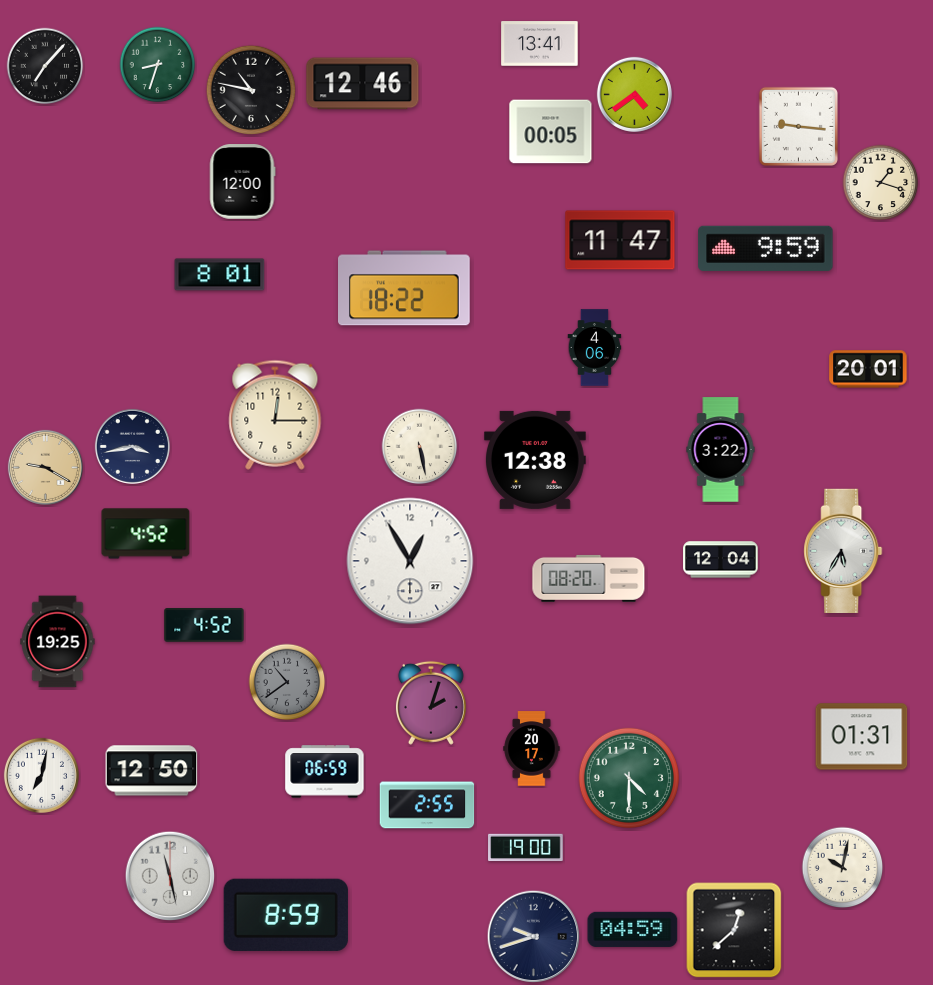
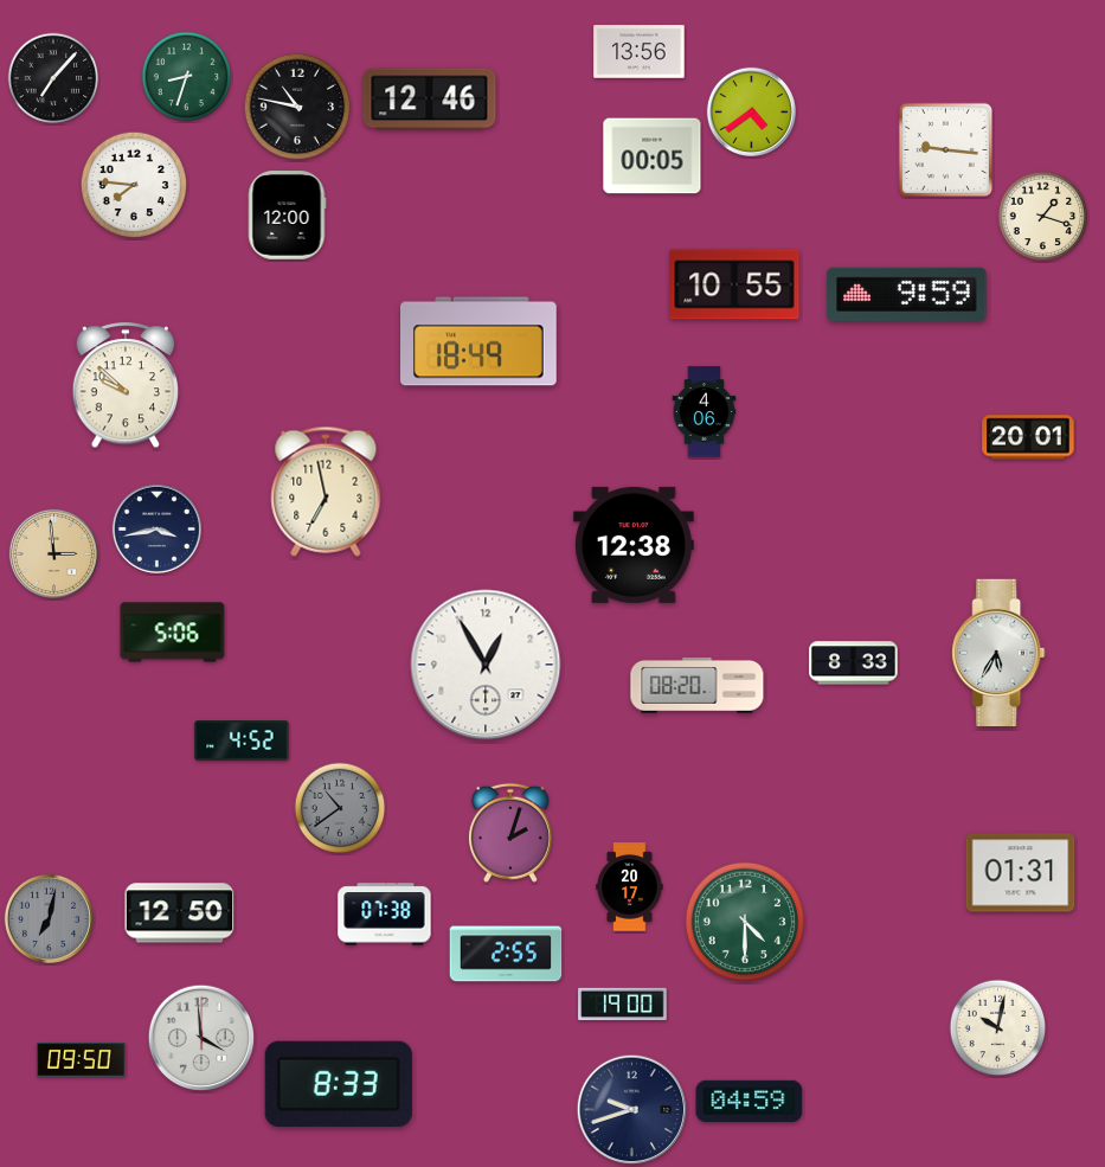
clock at (540, 44): 13:41 -> 13:56
clock at (134, 185): none -> 7:46
clock at (620, 240): 11:47 -> 10:55
clock at (220, 275): 8:01 -> none
clock at (404, 288): 18:22 -> 18:49
clock at (126, 386): none -> 9:52
clock at (275, 415): 12:15 -> 6:58
clock at (420, 447): 5:28 -> none
clock at (721, 450): 3:22 -> none
clock at (45, 467): 9:20 -> 2:59
clock at (146, 534): 4:52 -> 5:06
clock at (721, 560): 12:04 -> 8:33
clock at (58, 642): 19:25 -> none
clock at (325, 772): 06:59 -> 07:38
clock at (41, 775) dial: white -> grey
clock at (170, 876): 11:28 -> 3:59
clock at (82, 1060): none -> 09:50
clock at (286, 915): 8:59 -> 8:33
clock at (734, 930): 12:38 -> none
